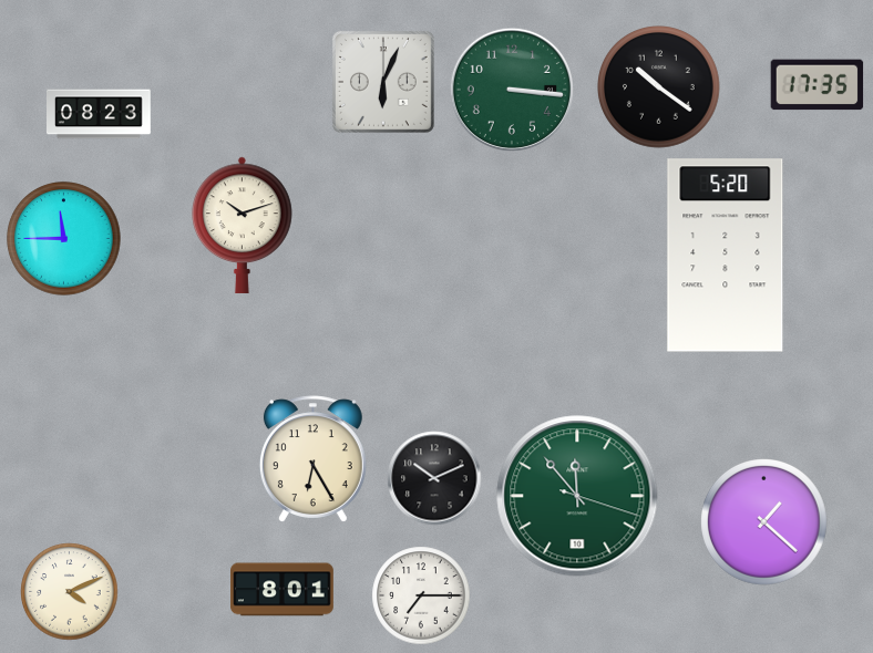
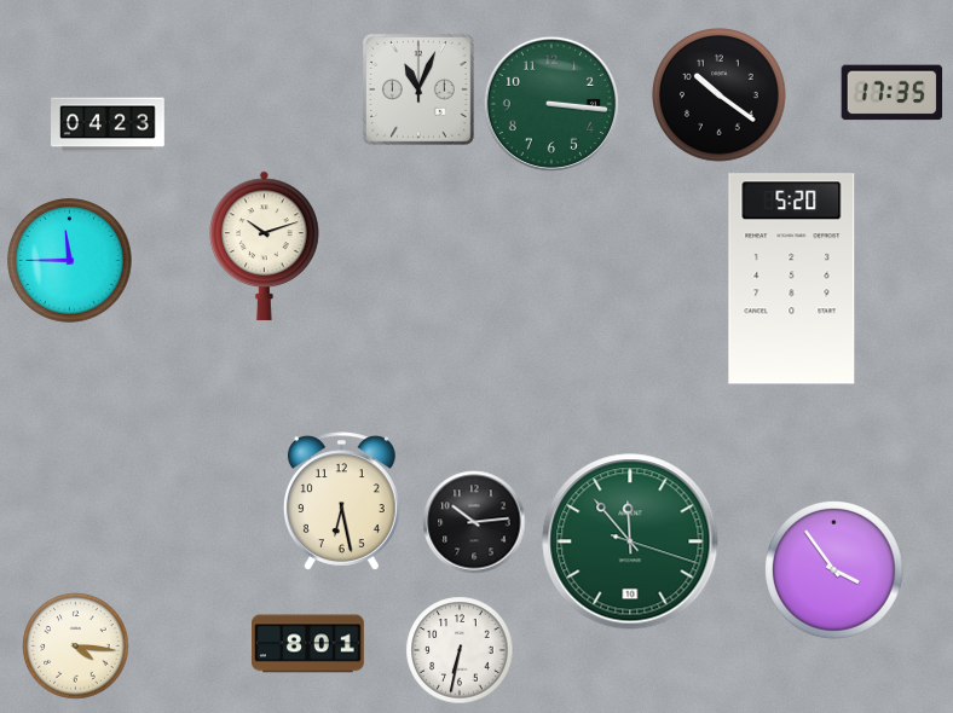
clock at (383, 82): 6:04 -> 11:04
clock at (511, 89) position: (511, 89) -> (550, 103)
clock at (99, 114): 08:23 -> 04:23
clock at (312, 459): 6:25 -> 6:28
clock at (434, 478): 10:11 -> 10:14
clock at (764, 522): 1:22 -> 3:54
clock at (70, 592): 4:11 -> 4:16
clock at (421, 595): 7:15 -> 6:32
